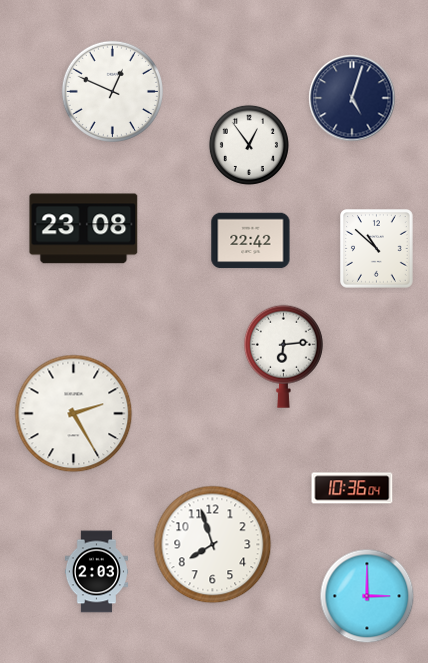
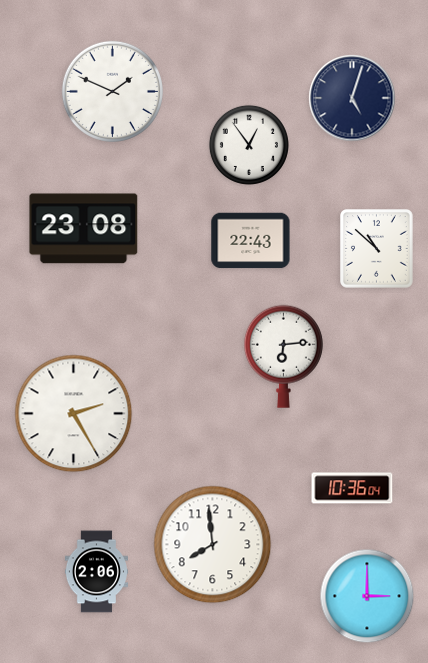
clock at (112, 91): 12:49 -> 1:49
clock at (251, 241): 22:42 -> 22:43
clock at (213, 545): 7:57 -> 7:59
clock at (96, 572): 2:03 -> 2:06
